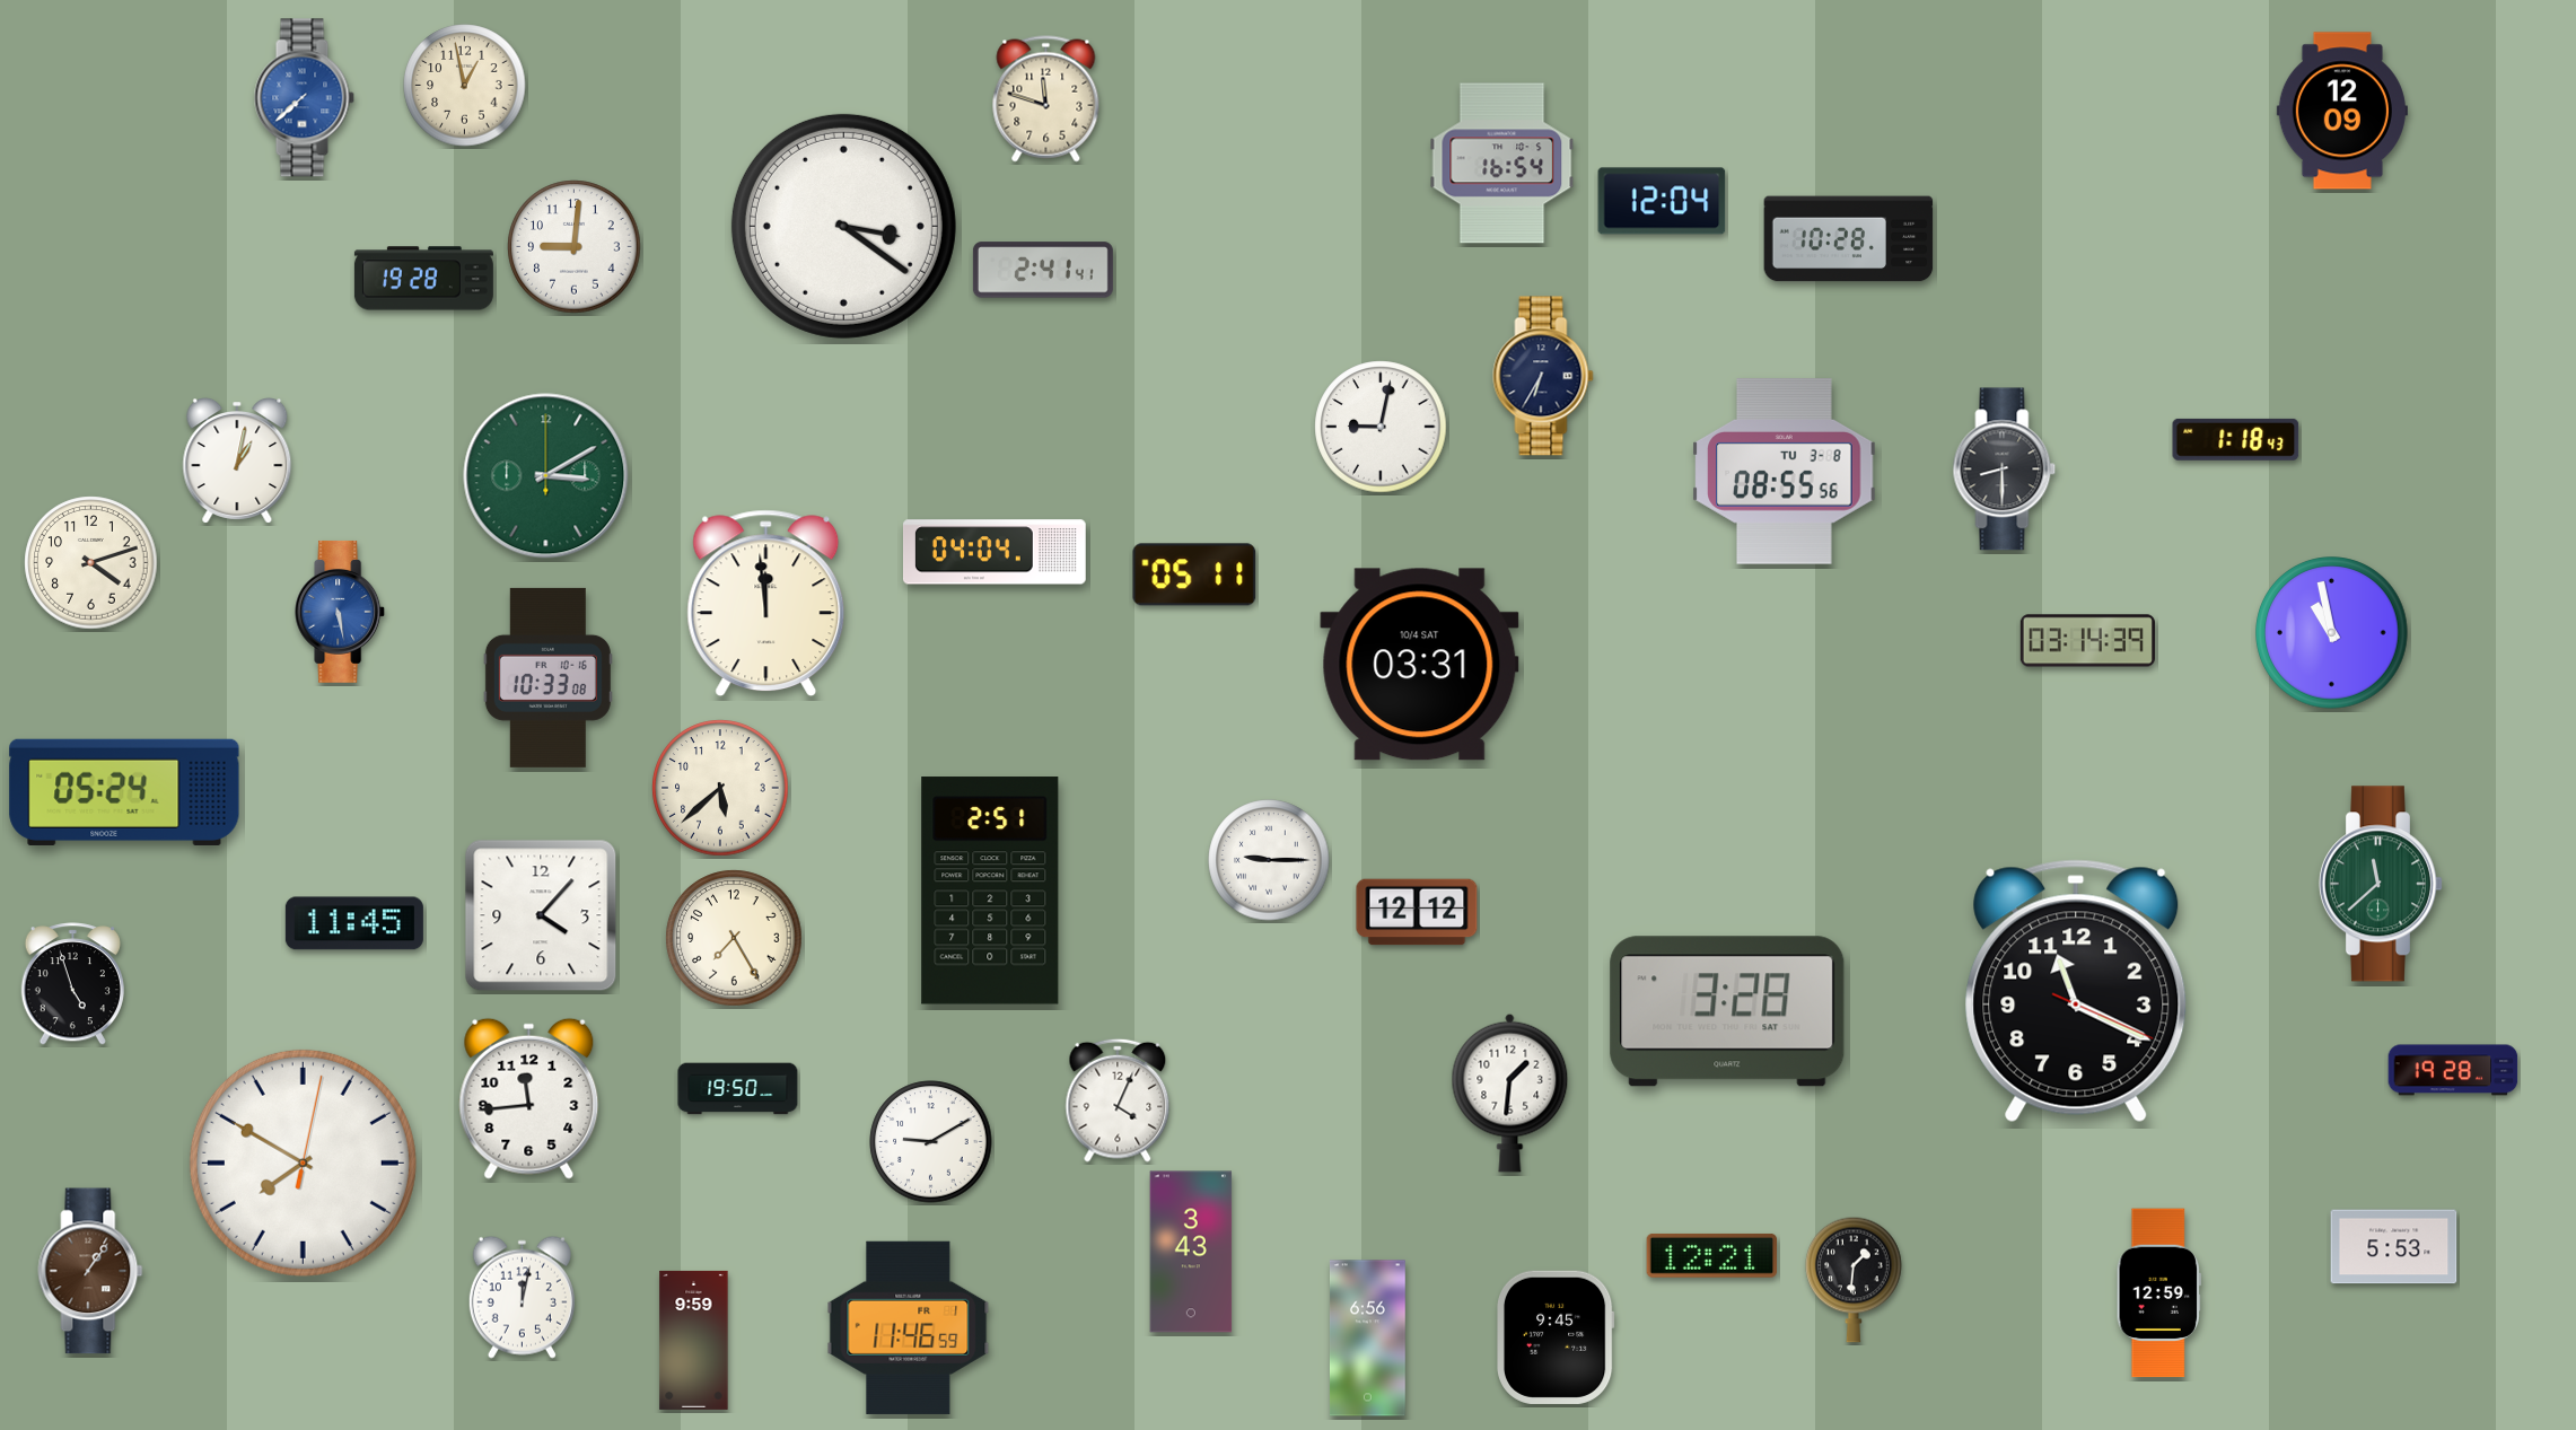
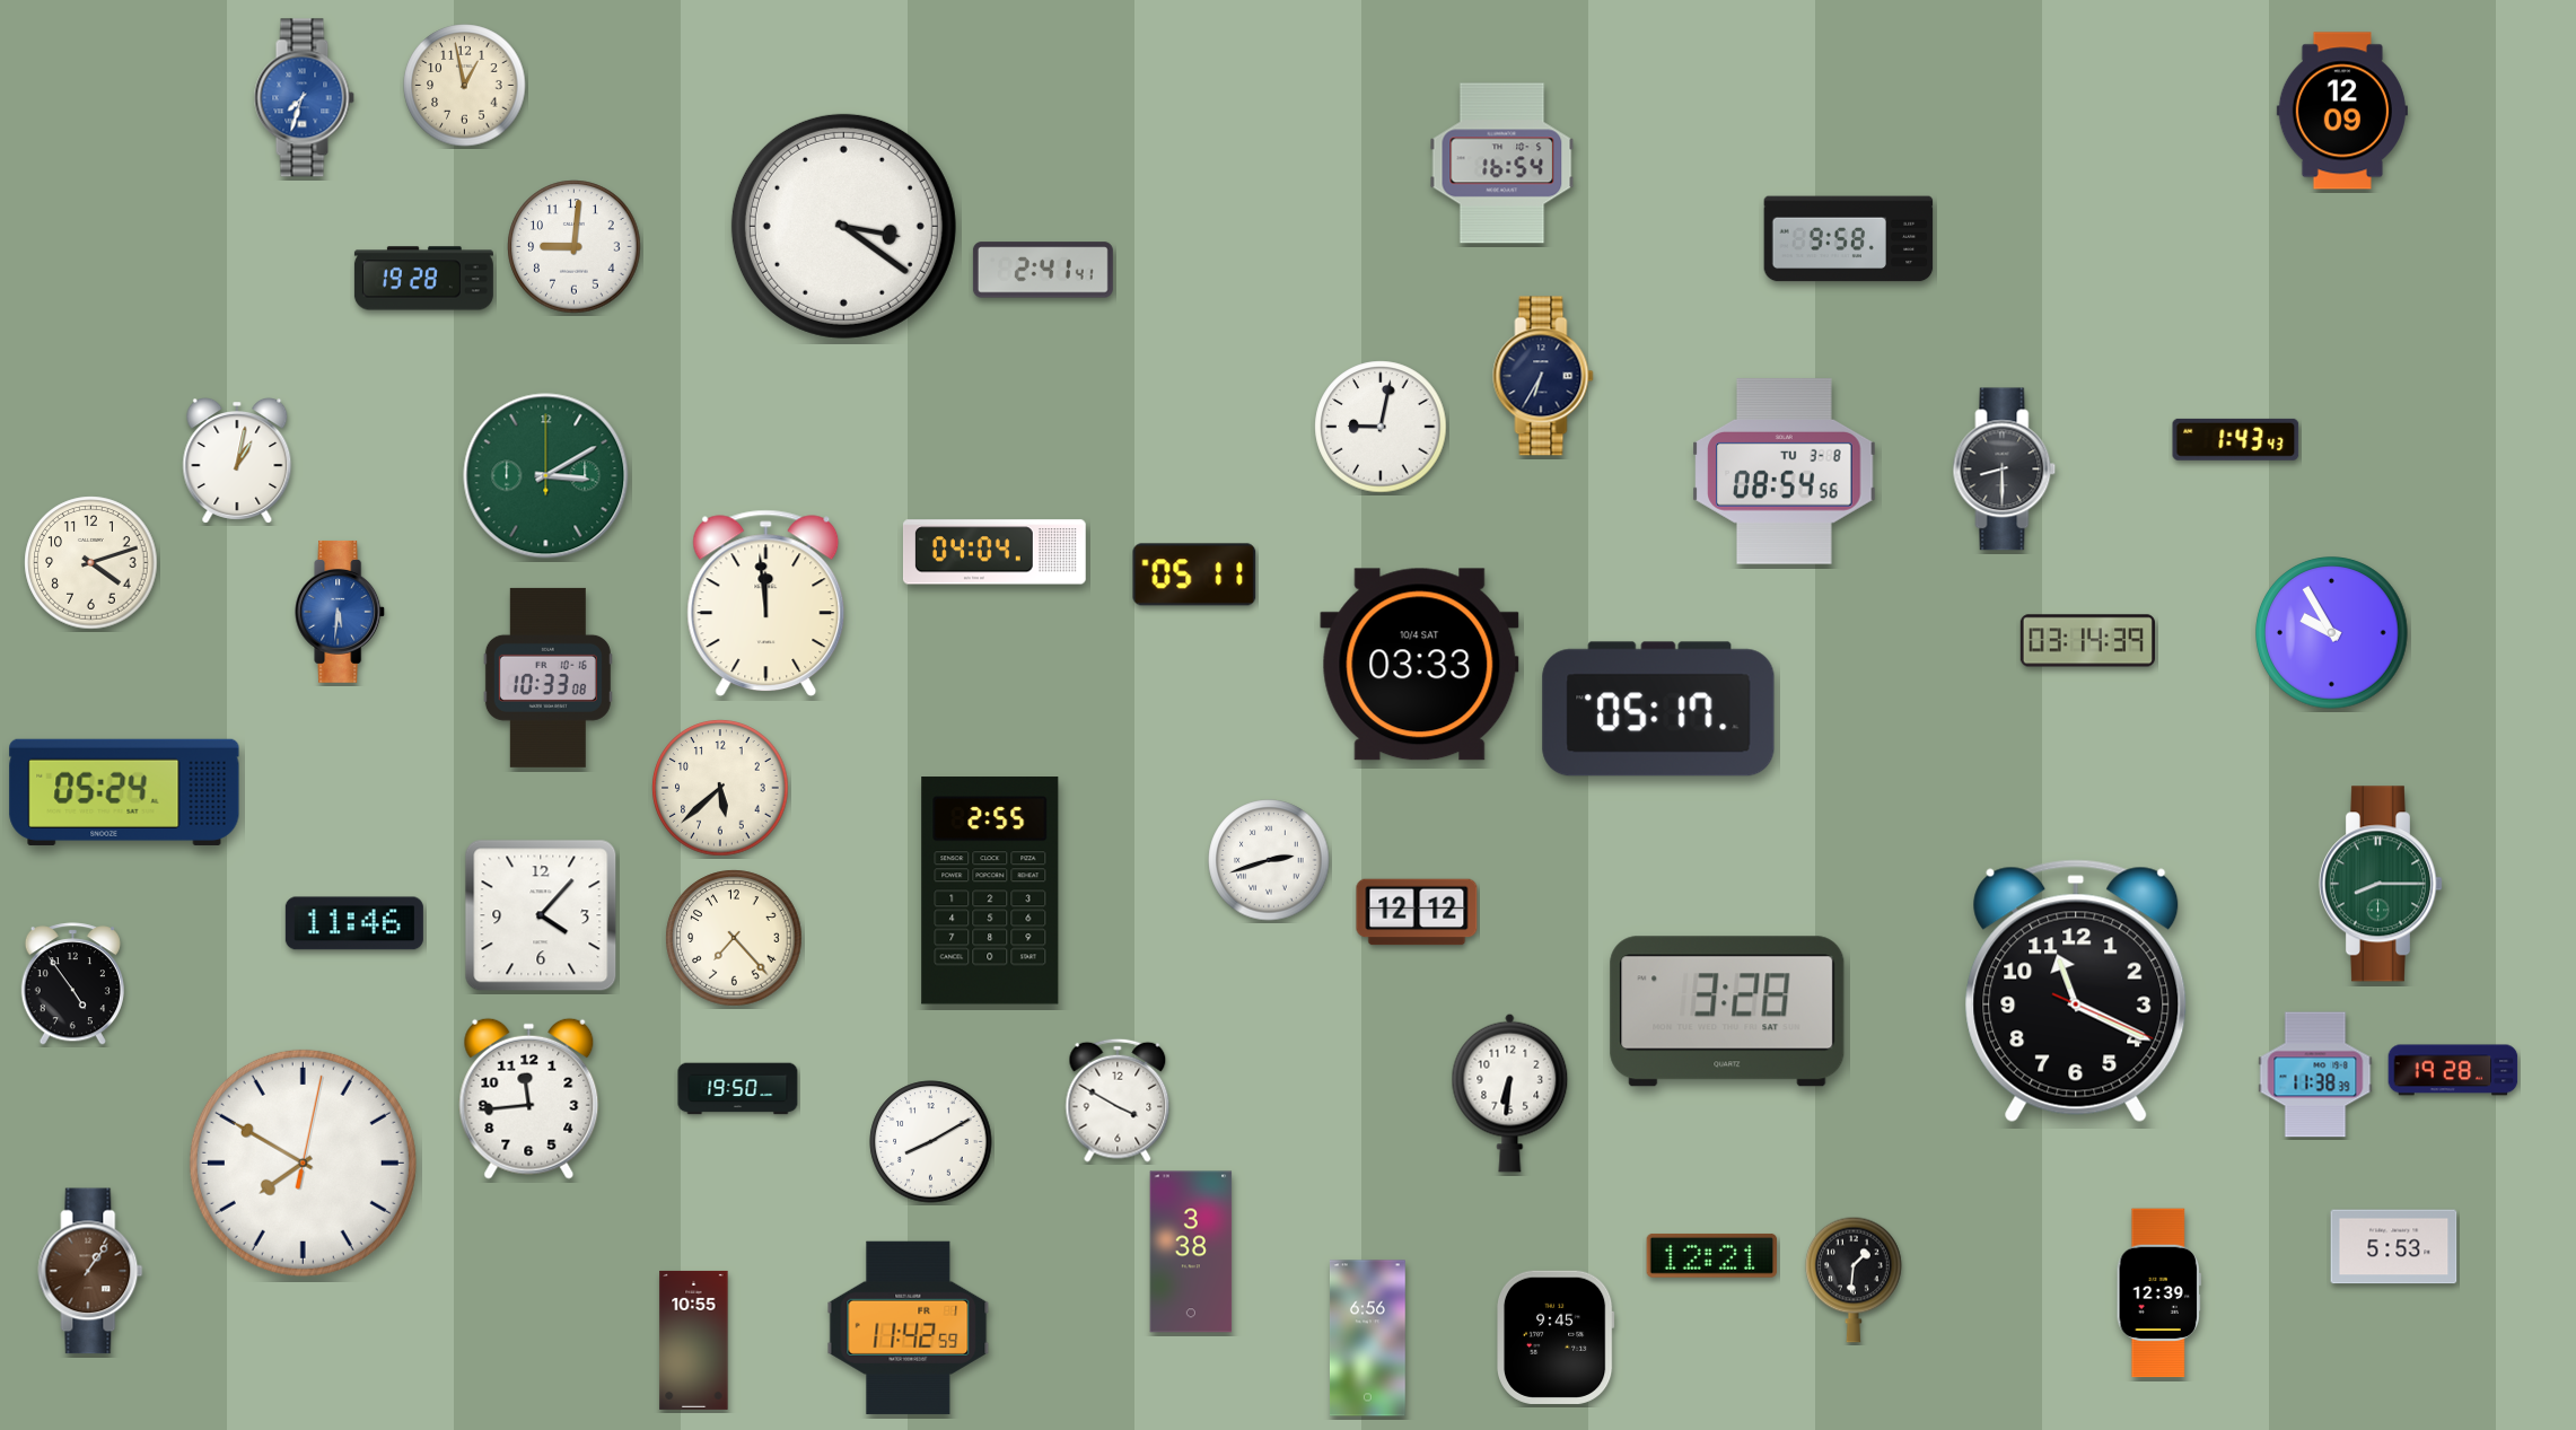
clock at (304, 98): 7:38 -> 7:33
clock at (1046, 99): 11:48 -> none
clock at (1662, 201): 12:04 -> none
clock at (1849, 239): 10:28 -> 9:58
clock at (2236, 439): 1:18 -> 1:43
clock at (1785, 472): 08:55 -> 08:54
clock at (341, 612): 5:28 -> 5:31
clock at (2332, 633): 10:58 -> 9:55
clock at (1420, 665): 03:31 -> 03:33
clock at (1658, 709): none -> 05:17
clock at (1269, 860): 9:15 -> 2:42
clock at (2380, 884): 11:38 -> 8:15
clock at (990, 891): 2:51 -> 2:55
clock at (354, 923): 11:45 -> 11:46
clock at (734, 938): 7:25 -> 7:23
clock at (72, 984): 4:57 -> 4:54
clock at (2315, 1074): none -> 11:38
clock at (1510, 1093): 1:31 -> 6:31
clock at (1118, 1100): 4:04 -> 3:50
clock at (931, 1142): 9:10 -> 8:10
clock at (1191, 1252): 3:43 -> 3:38
clock at (2158, 1293): 12:59 -> 12:39
clock at (522, 1297): 12:02 -> none
clock at (909, 1327): 11:46 -> 11:42
clock at (694, 1340): 9:59 -> 10:55
